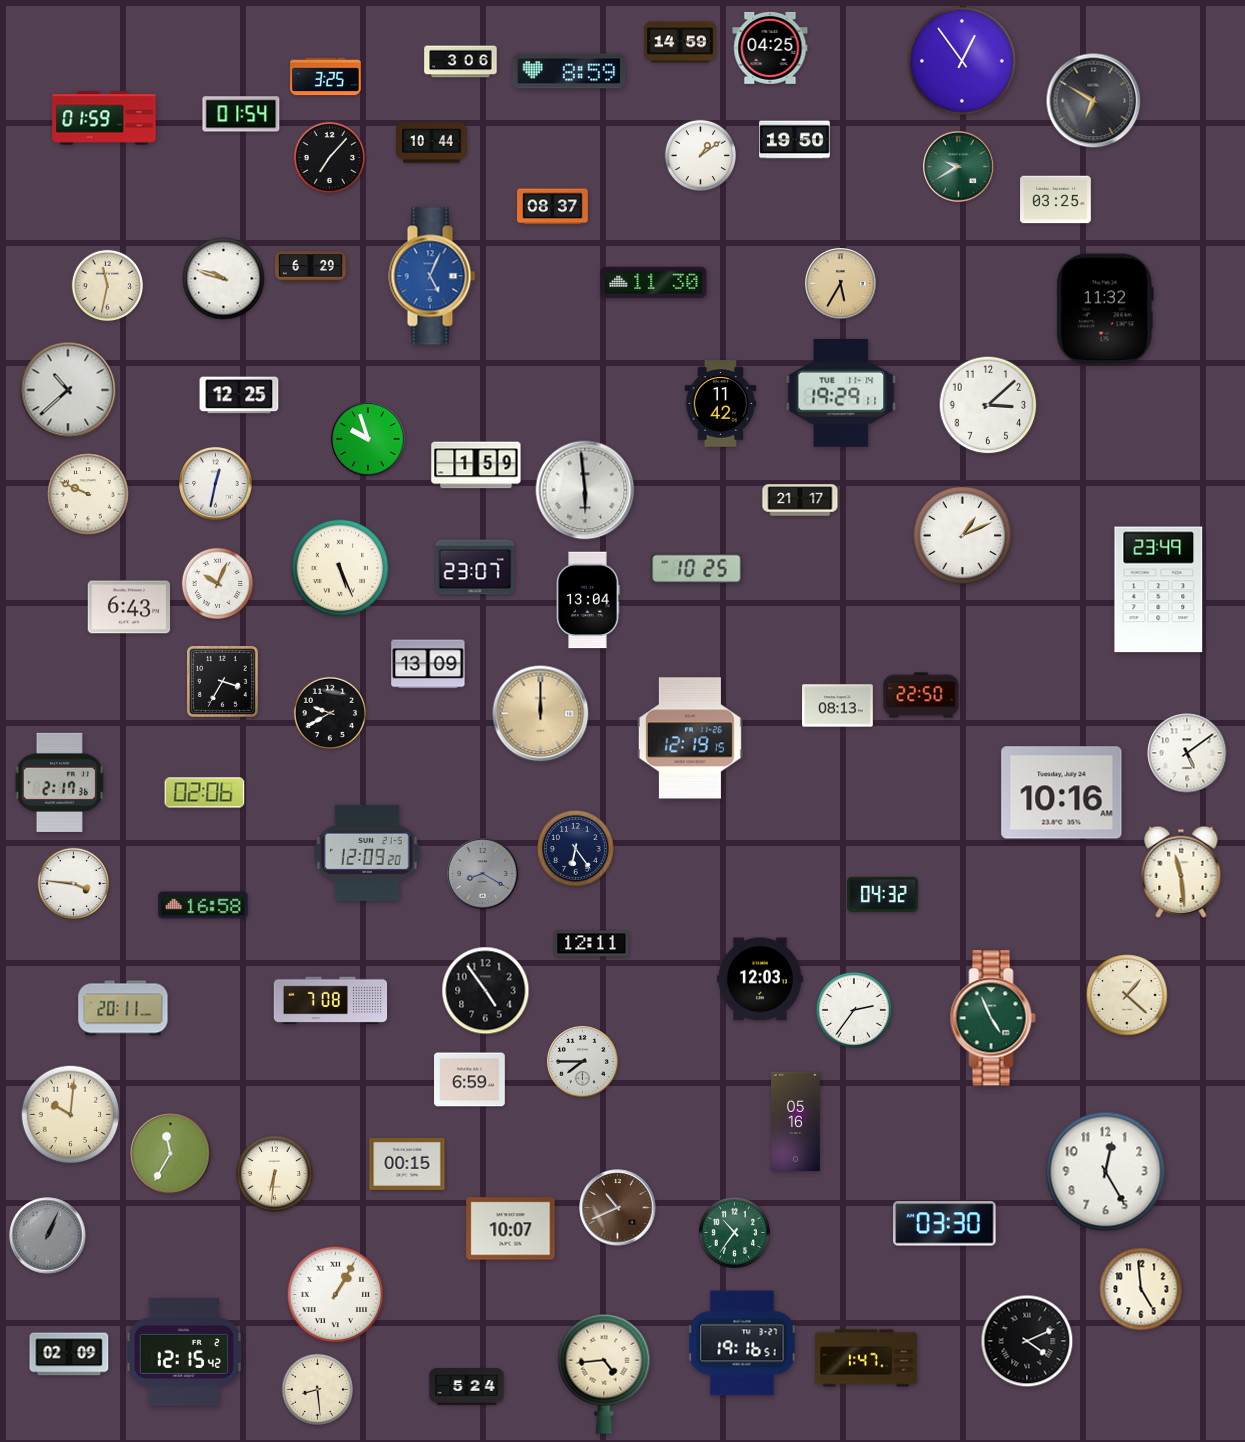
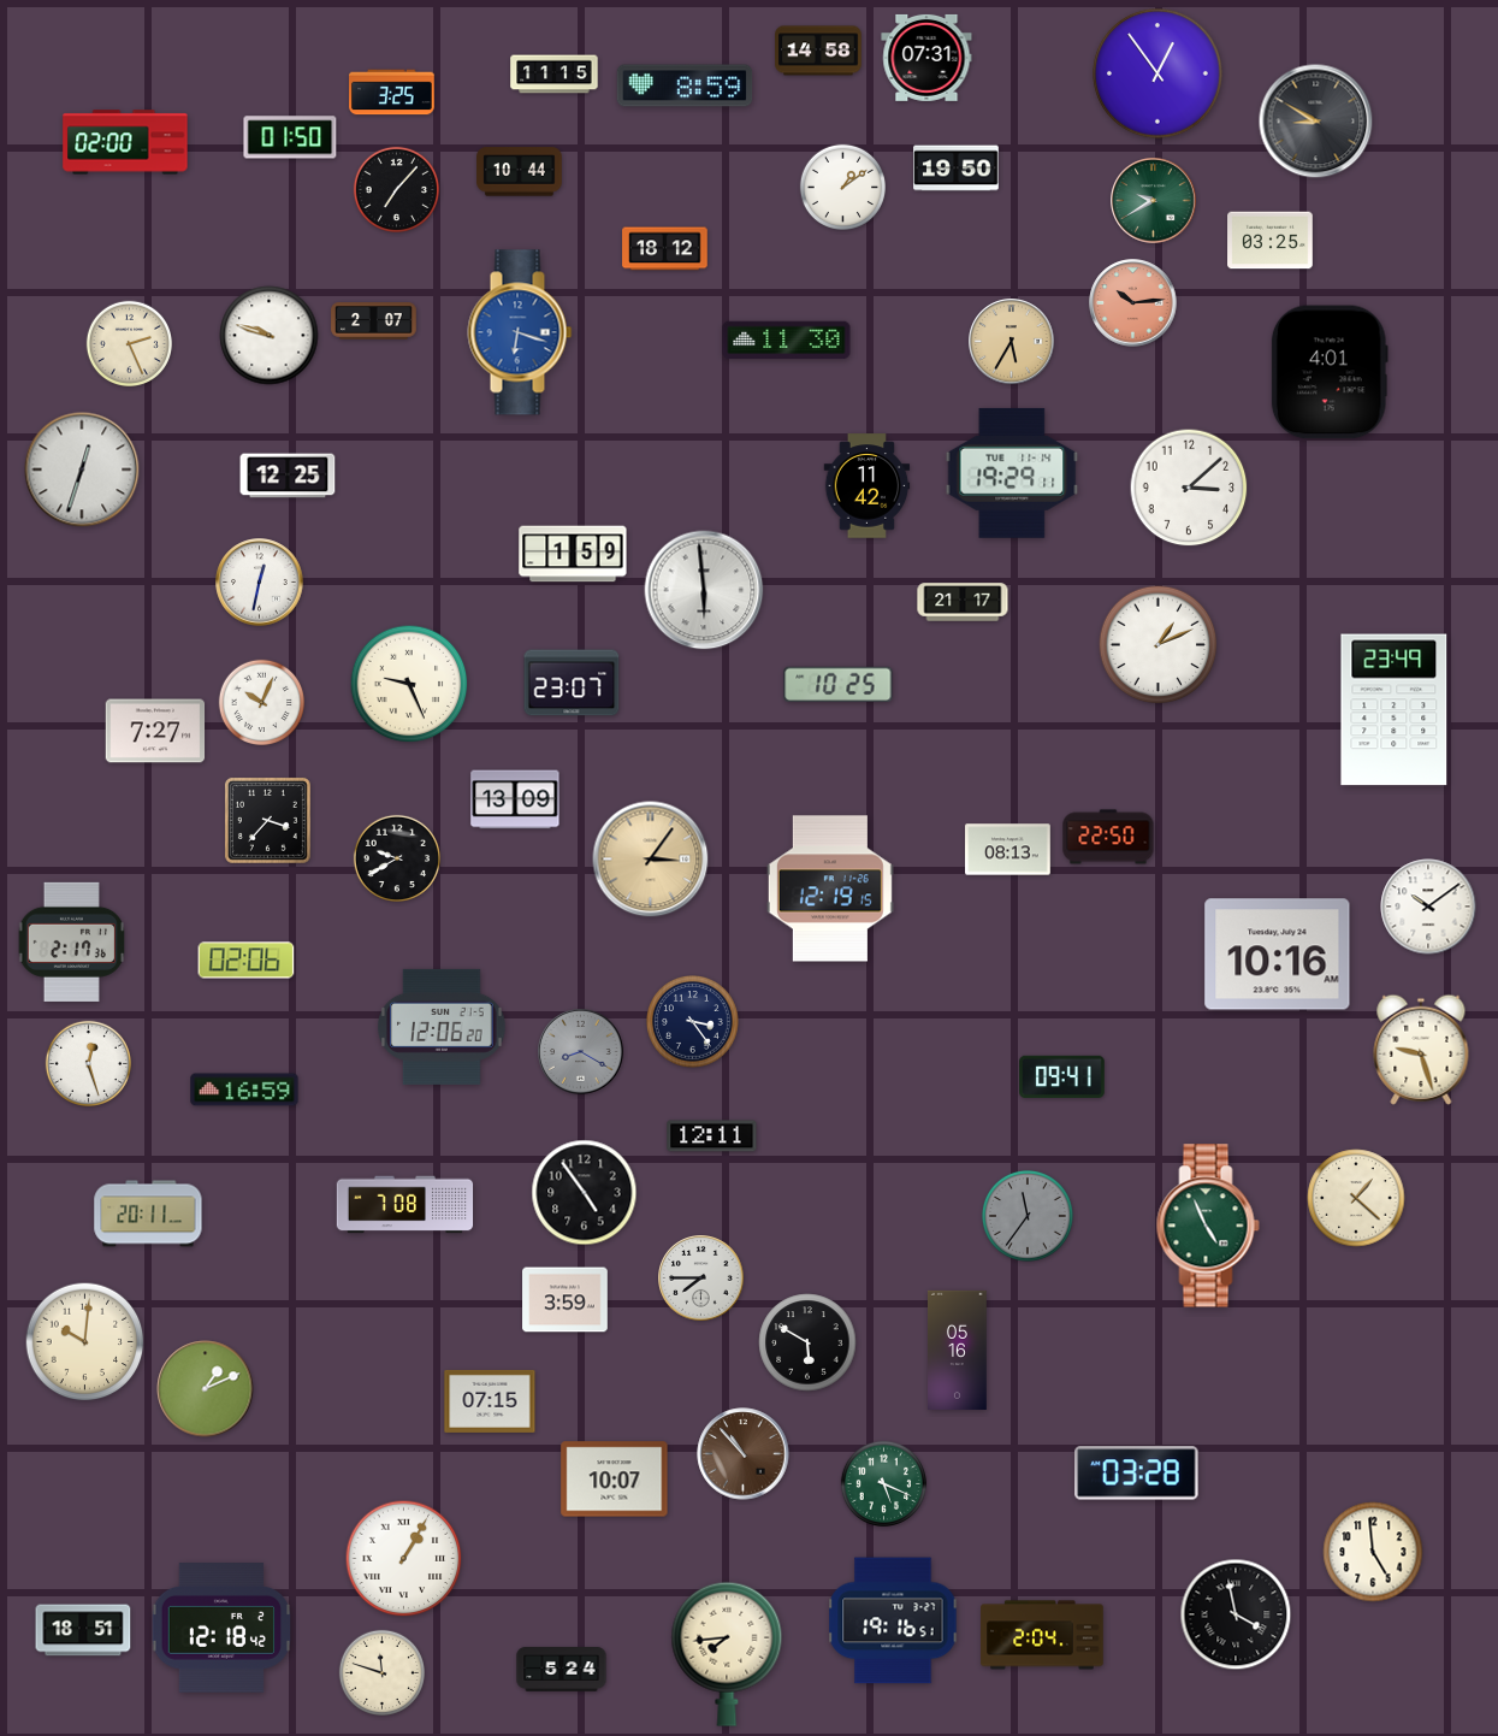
clock at (680, 42): 14:59 -> 14:58
clock at (770, 48): 04:25 -> 07:31
clock at (461, 62): 3:06 -> 11:15
clock at (1094, 101): 6:50 -> 8:50
clock at (241, 114): 01:54 -> 01:50
clock at (104, 118): 01:59 -> 02:00
clock at (553, 207): 08:37 -> 18:12
clock at (1133, 303): none -> 10:14
clock at (311, 267): 6:29 -> 2:07
clock at (432, 276): 5:04 -> 6:18
clock at (107, 285): 11:32 -> 2:26
clock at (1105, 309): 11:32 -> 4:01
clock at (68, 390): 10:38 -> 12:33
clock at (368, 439): 9:57 -> none
clock at (476, 465) position: (476, 465) -> (573, 554)
clock at (88, 494): 9:49 -> none
clock at (340, 568): 5:26 -> 9:26
clock at (588, 600): 13:04 -> none
clock at (129, 607): 6:43 -> 7:27
clock at (222, 681): 3:35 -> 3:37
clock at (541, 714): 12:00 -> 3:06
clock at (1187, 753): 5:09 -> 10:09
clock at (205, 793) position: (205, 793) -> (247, 961)
clock at (576, 849): 6:24 -> 3:24
clock at (368, 853): 12:09 -> 12:06
clock at (1181, 872): 11:29 -> 9:27
clock at (73, 883): 3:46 -> 12:27
clock at (883, 895): 04:32 -> 09:41
clock at (203, 905): 16:58 -> 16:59
clock at (761, 979): 12:03 -> none
clock at (331, 1001) position: (331, 1001) -> (405, 1205)
clock at (854, 1010): 2:36 -> 11:36
clock at (854, 1010) dial: white -> grey
clock at (993, 1018) position: (993, 1018) -> (1208, 1226)
clock at (470, 1080): 6:59 -> 3:59
clock at (807, 1342): none -> 5:50
clock at (171, 1154): 11:35 -> 1:11
clock at (407, 1164): 00:15 -> 07:15
clock at (1106, 1172): 12:25 -> none
clock at (275, 1174): 6:31 -> none
clock at (618, 1208): 10:41 -> 10:53
clock at (945, 1224): 03:30 -> 03:28
clock at (734, 1232): 10:36 -> 5:19
clock at (48, 1236): 1:04 -> none
clock at (1027, 1341): 4:11 -> 3:58
clock at (742, 1343) position: (742, 1343) -> (893, 1620)
clock at (184, 1352): 12:15 -> 12:18
clock at (69, 1354): 02:09 -> 18:51
clock at (866, 1358): 1:47 -> 2:04
clock at (604, 1374): 4:44 -> 7:44
clock at (317, 1389): 8:29 -> 11:48
